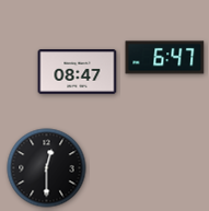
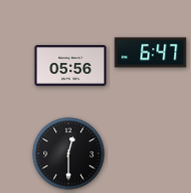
clock at (78, 72): 08:47 -> 05:56
clock at (47, 168) position: (47, 168) -> (69, 154)
